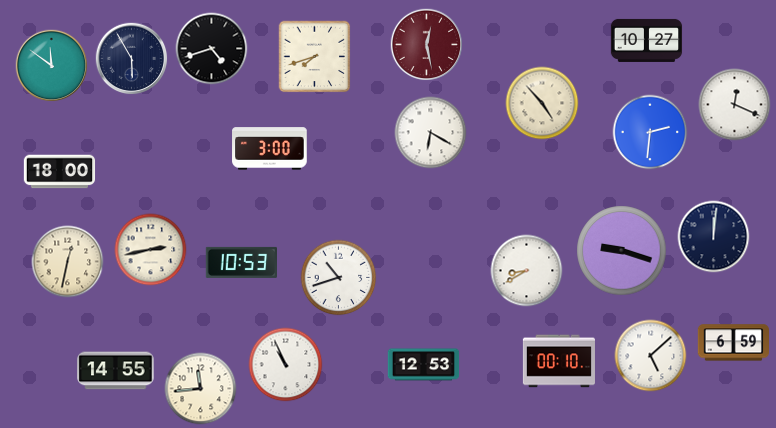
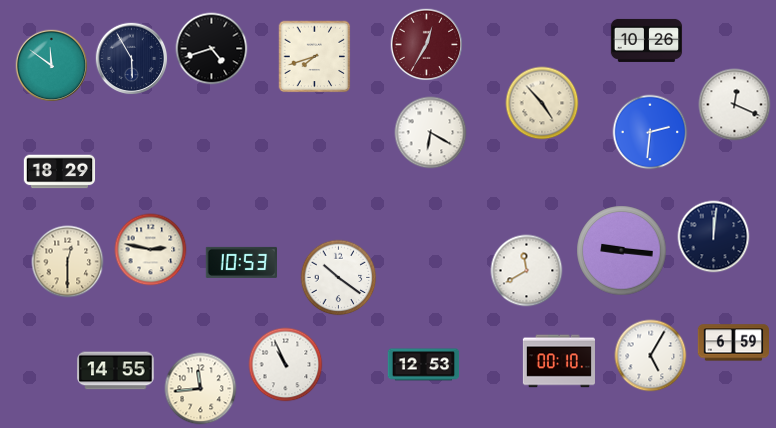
clock at (647, 40): 10:27 -> 10:26
clock at (427, 45): 12:28 -> 12:35
clock at (270, 149): 3:00 -> none
clock at (60, 172): 18:00 -> 18:29
clock at (151, 250): 2:43 -> 2:47
clock at (622, 251): 9:18 -> 9:16
clock at (68, 262): 12:32 -> 12:30
clock at (527, 271): 8:40 -> 11:40
clock at (339, 278): 10:42 -> 10:21
clock at (651, 356): 5:08 -> 5:05
